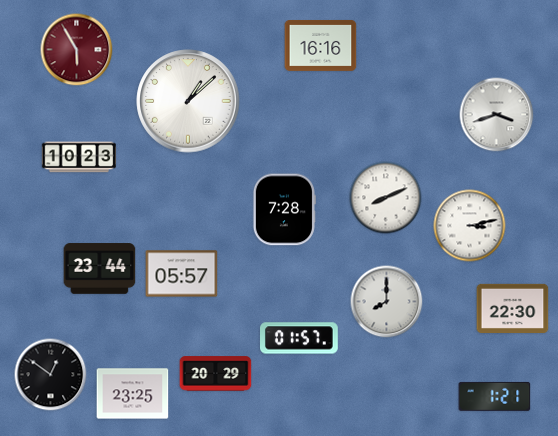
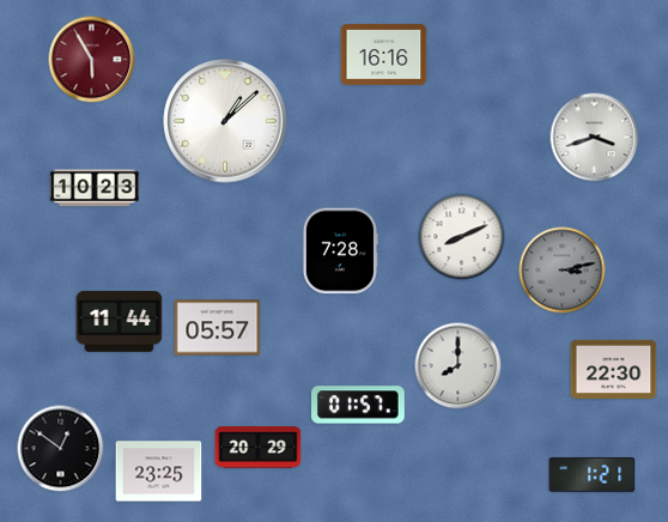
clock at (470, 226) dial: white -> grey
clock at (100, 269): 23:44 -> 11:44
clock at (387, 302) position: (387, 302) -> (459, 366)
